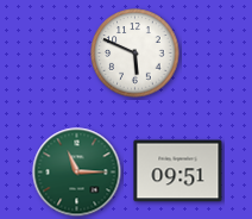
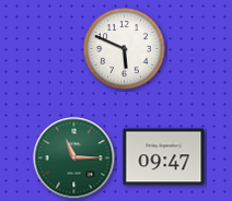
clock at (178, 171): 09:51 -> 09:47
clock at (77, 173) position: (77, 173) -> (74, 158)
